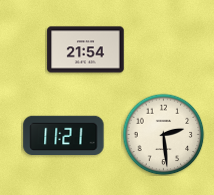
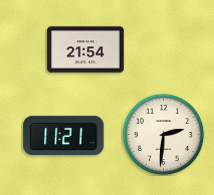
clock at (163, 134): 2:29 -> 2:31
